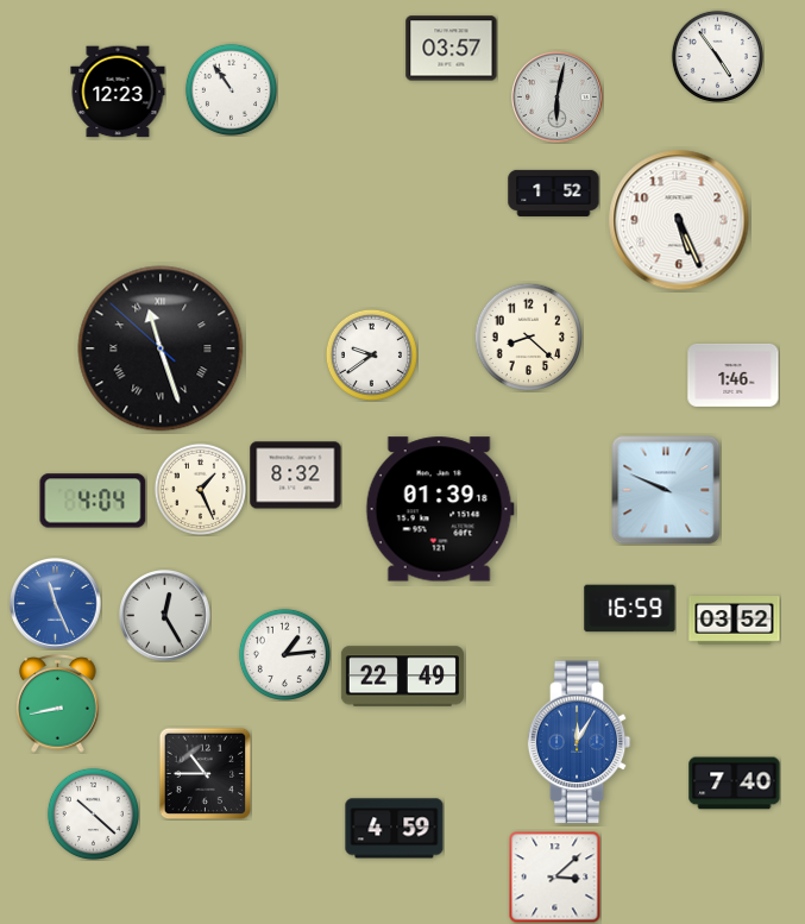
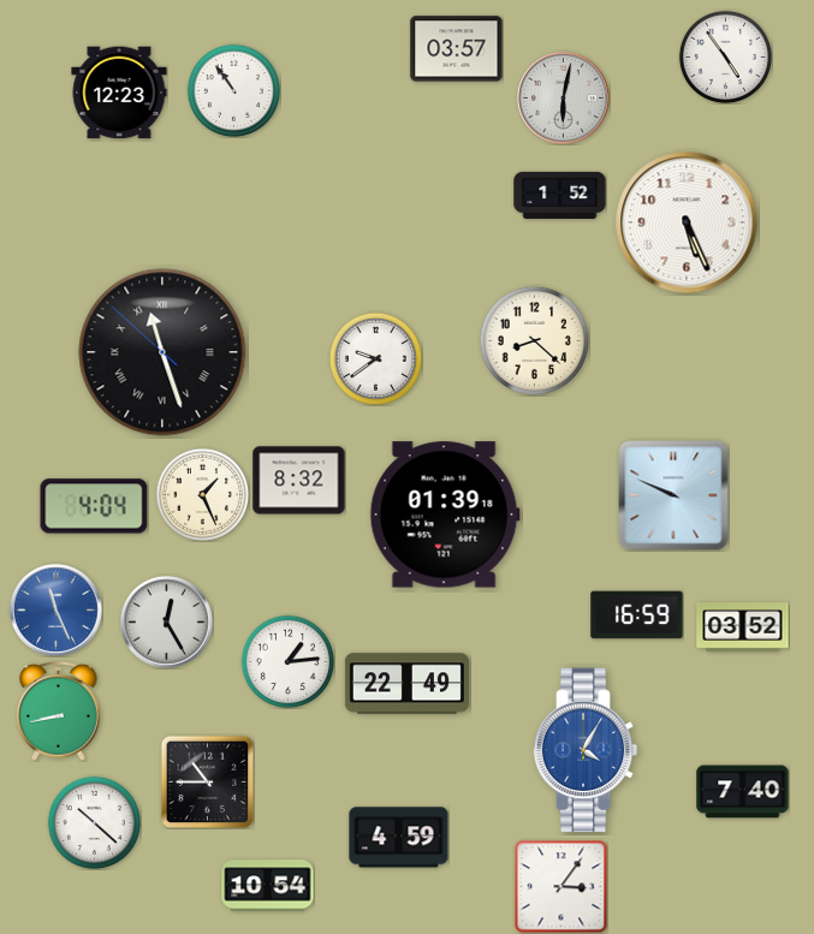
clock at (734, 375): 1:46 -> none
clock at (579, 742): 12:05 -> 4:05
clock at (268, 886): none -> 10:54
clock at (554, 876): 3:08 -> 3:06
